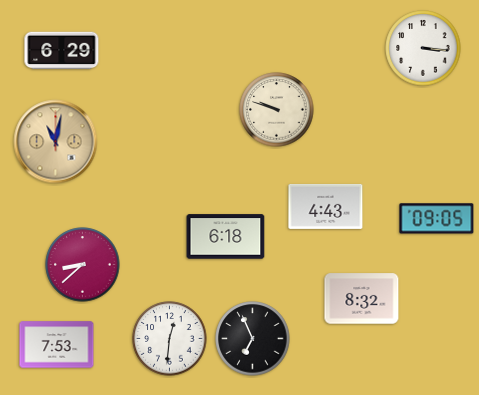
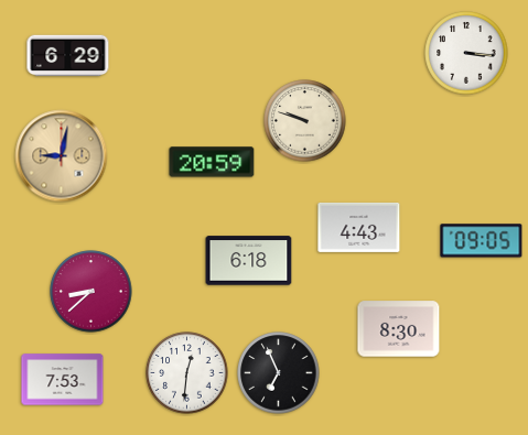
clock at (56, 142): 11:02 -> 9:02
clock at (212, 162): none -> 20:59
clock at (362, 299): 8:32 -> 8:30
